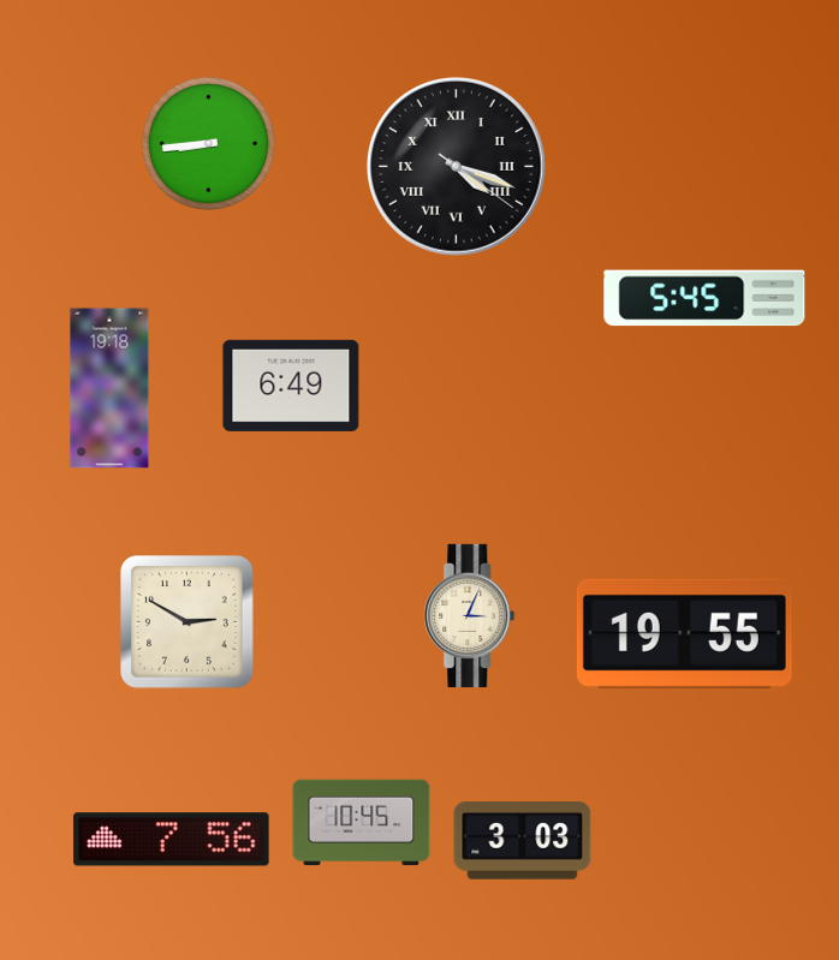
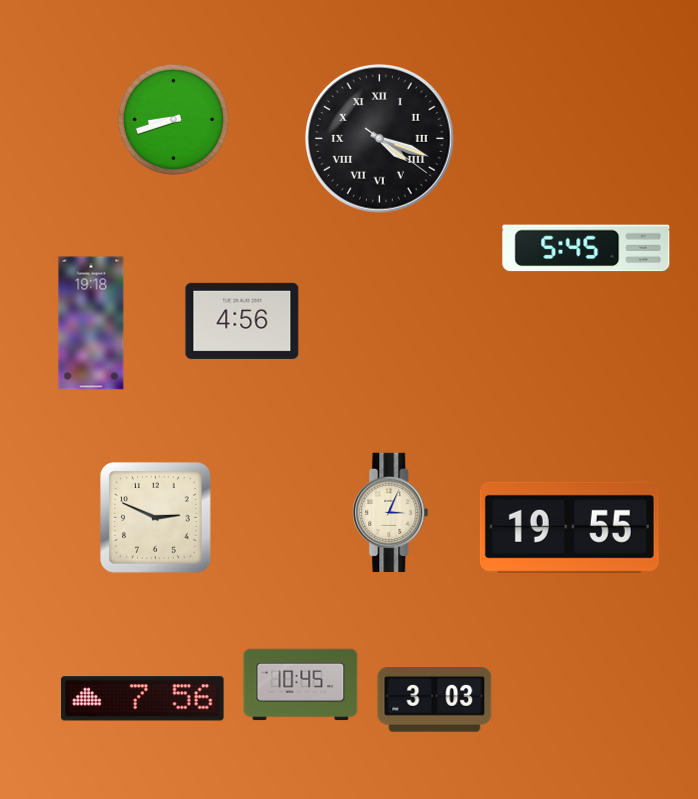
clock at (208, 143): 8:44 -> 8:42
clock at (291, 386): 6:49 -> 4:56
clock at (188, 622): 2:50 -> 2:49
